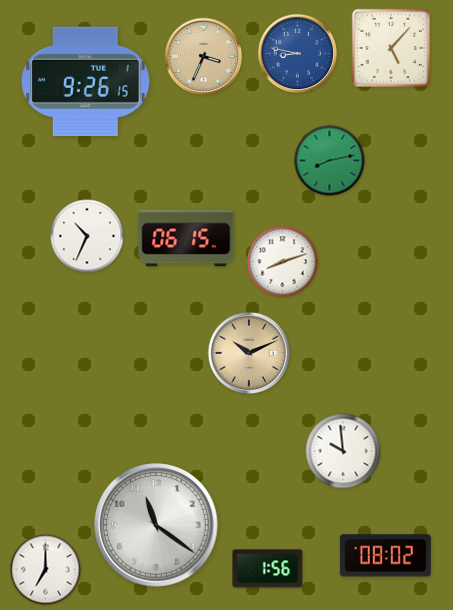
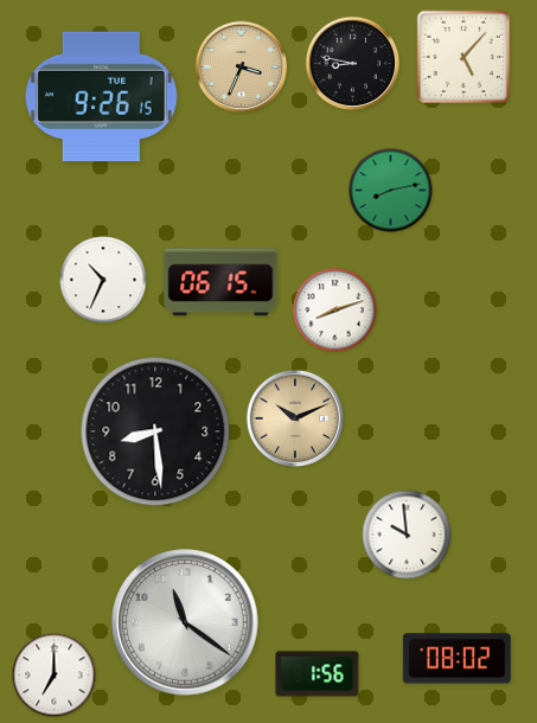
clock at (298, 54) dial: blue -> black
clock at (155, 431): none -> 8:29
